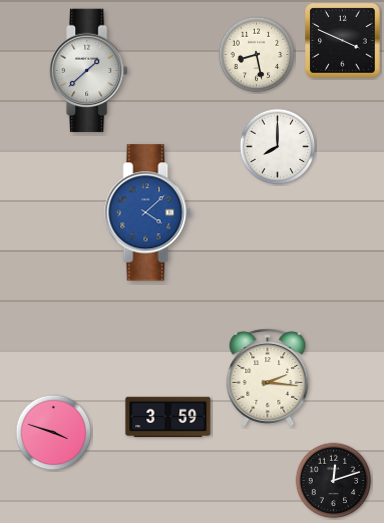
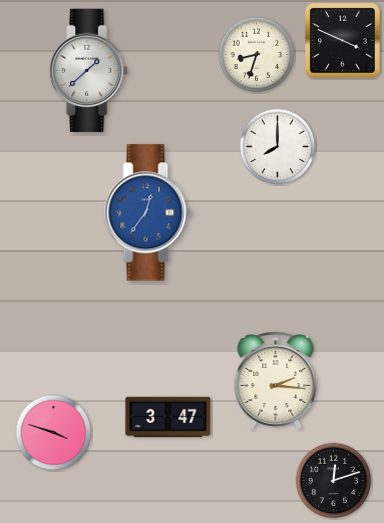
clock at (257, 55): 8:28 -> 8:33
clock at (148, 213): 4:08 -> 12:36
clock at (268, 378) position: (268, 378) -> (276, 381)
clock at (168, 417): 3:59 -> 3:47
